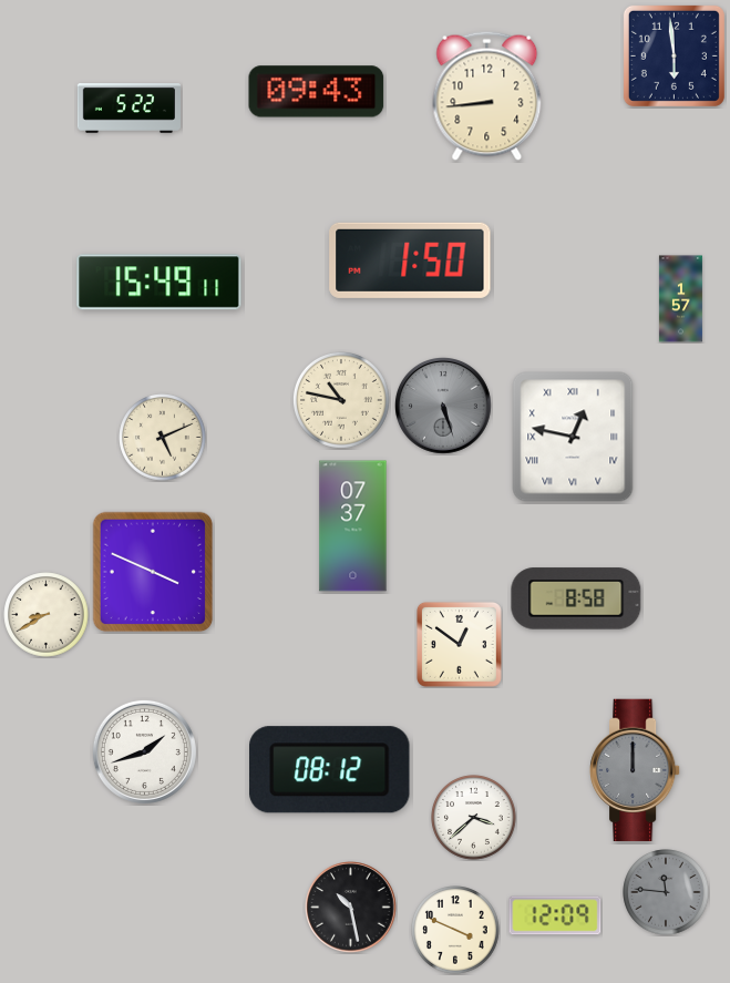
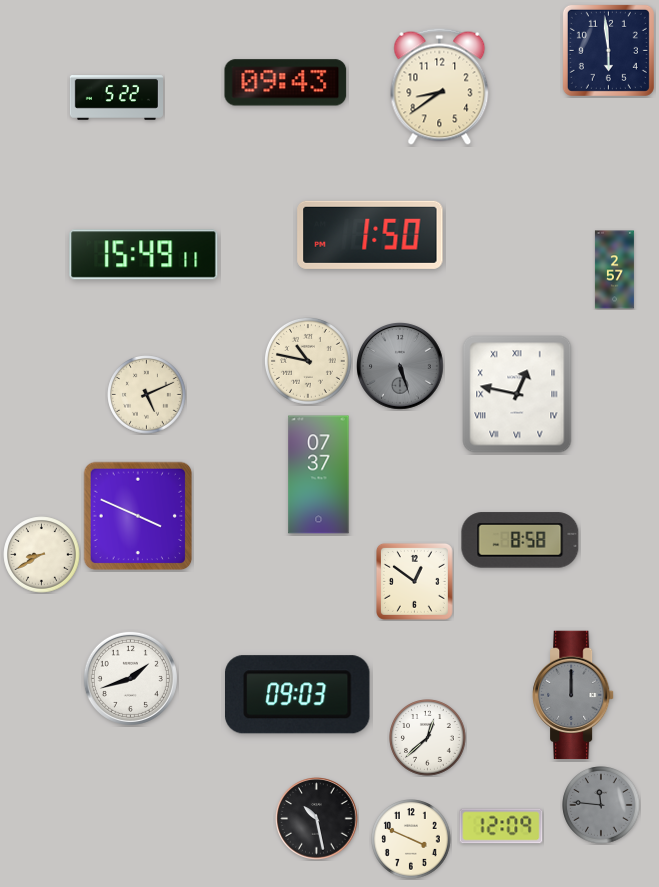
clock at (487, 95): 8:44 -> 8:39
clock at (680, 299): 1:57 -> 2:57
clock at (330, 770): 08:12 -> 09:03
clock at (474, 818): 3:38 -> 12:38
